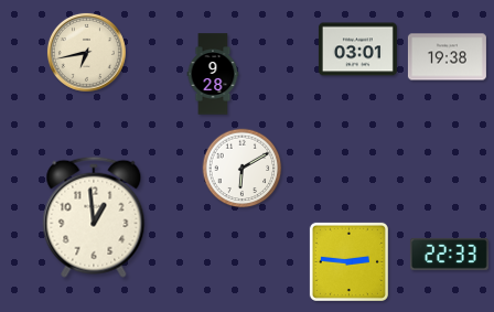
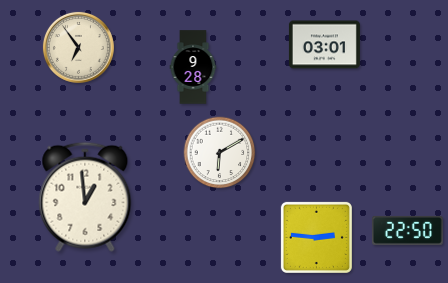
clock at (86, 52): 6:43 -> 6:54
clock at (447, 57): 19:38 -> none
clock at (449, 254): 22:33 -> 22:50
